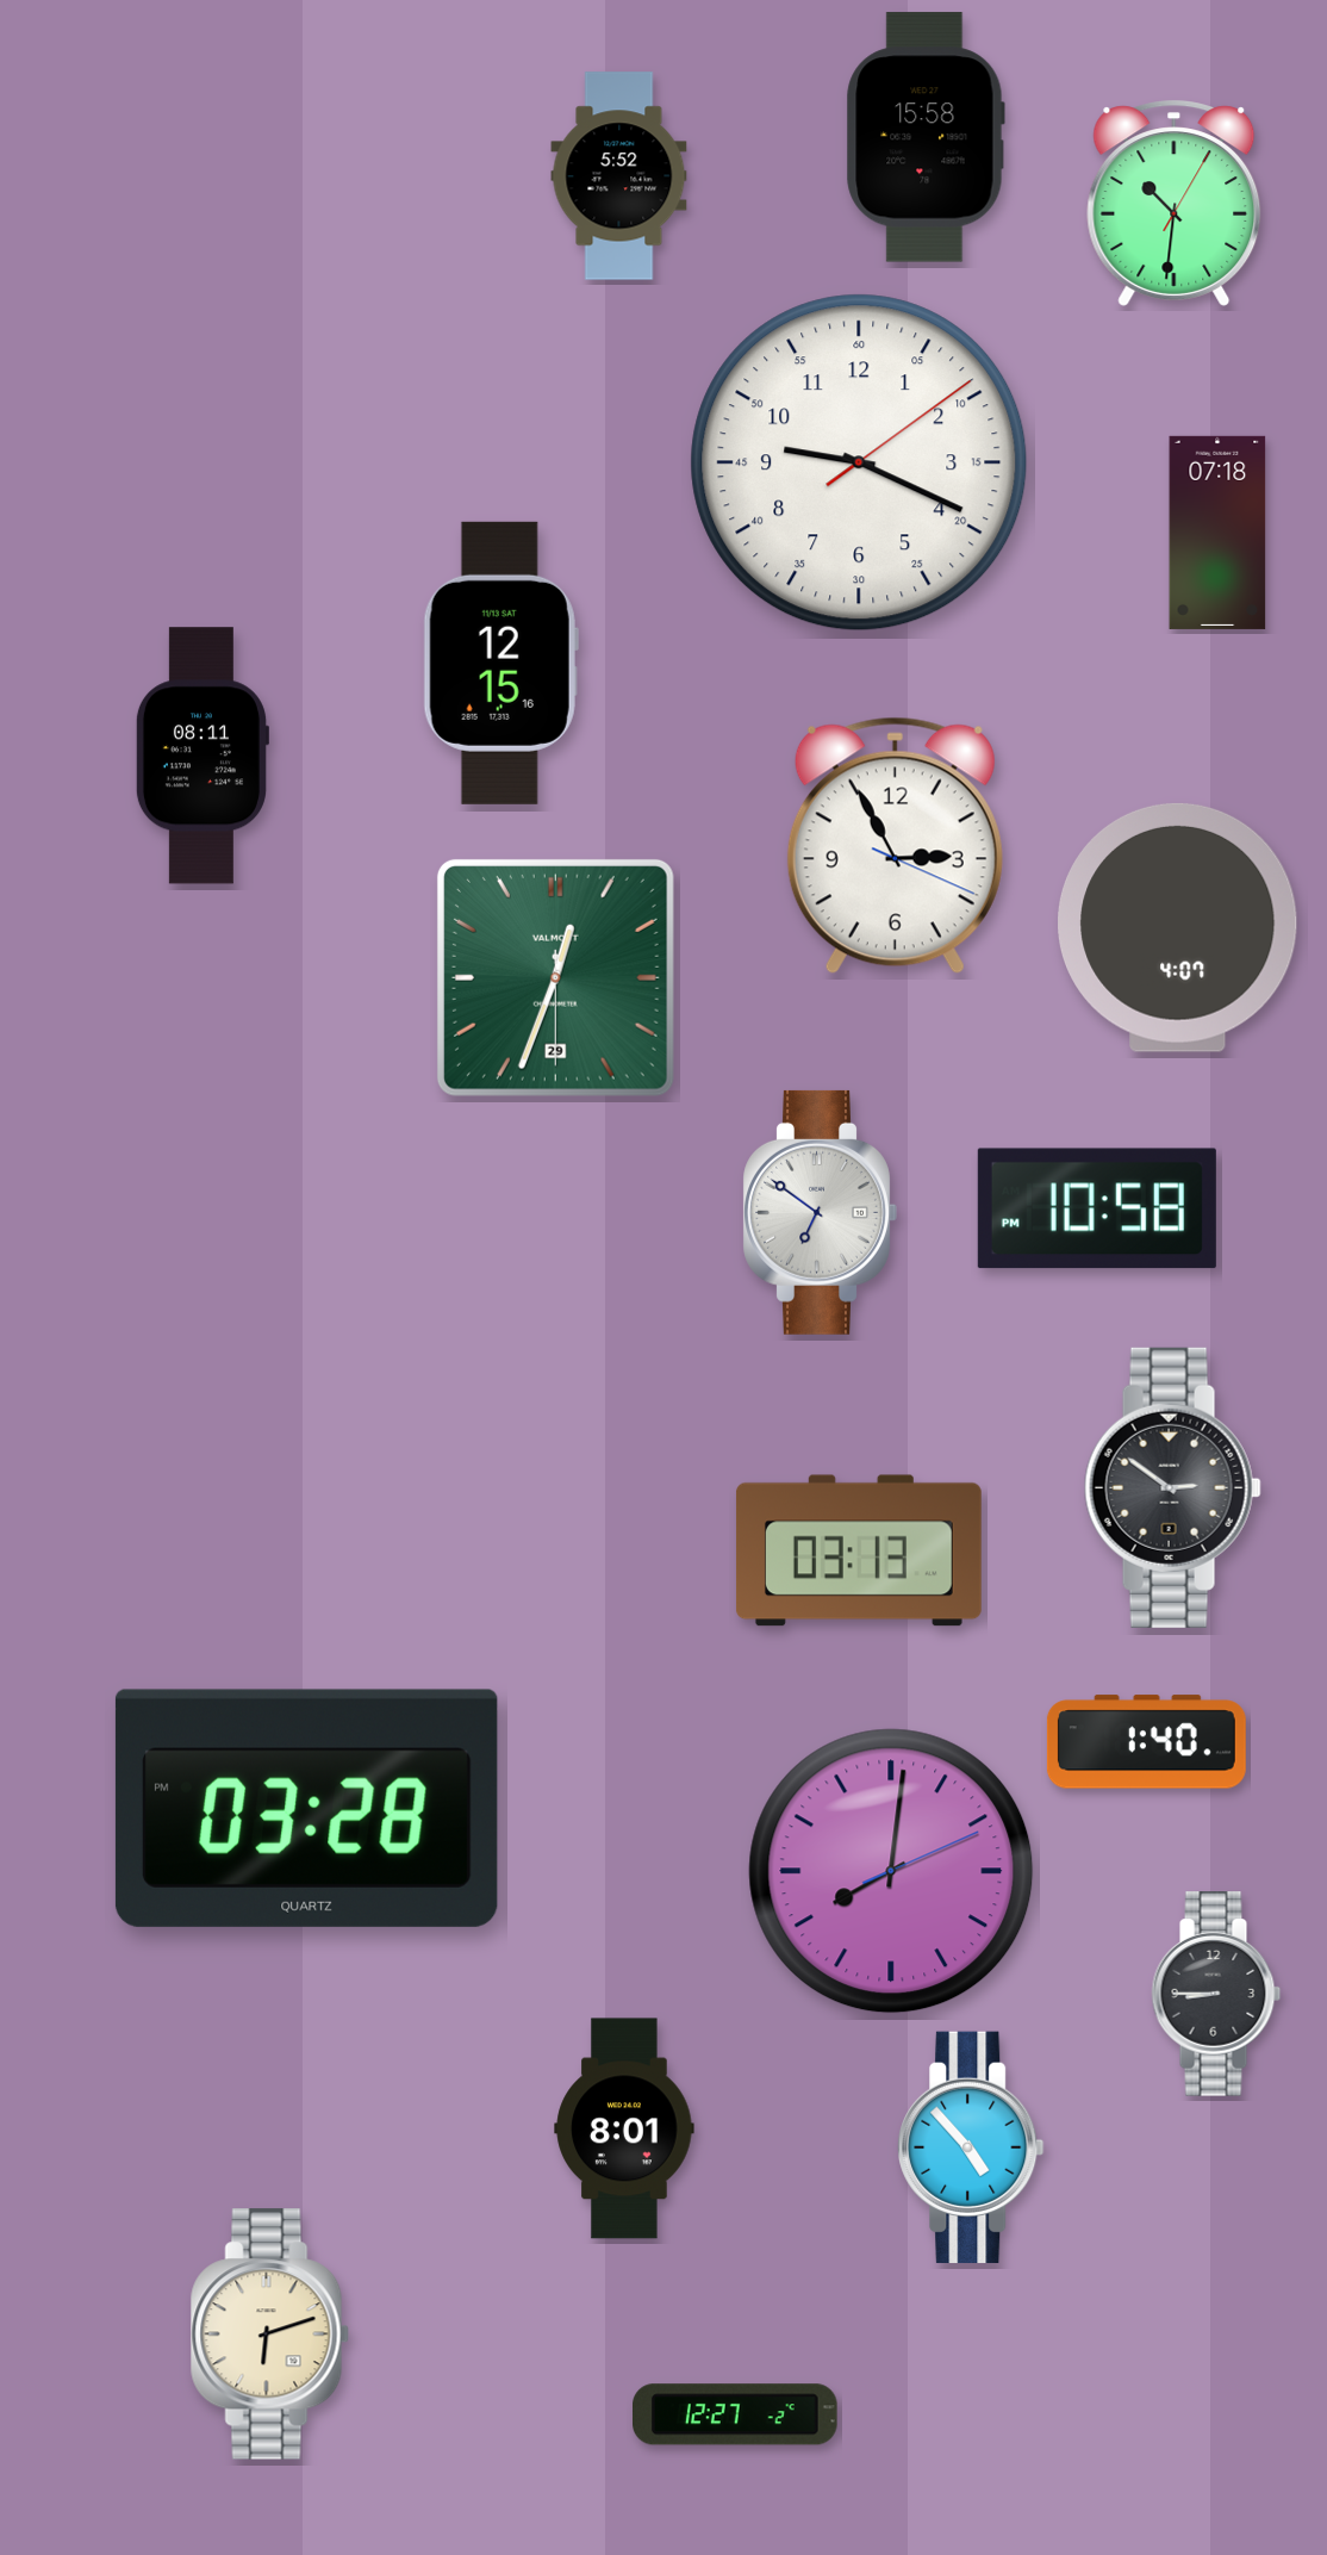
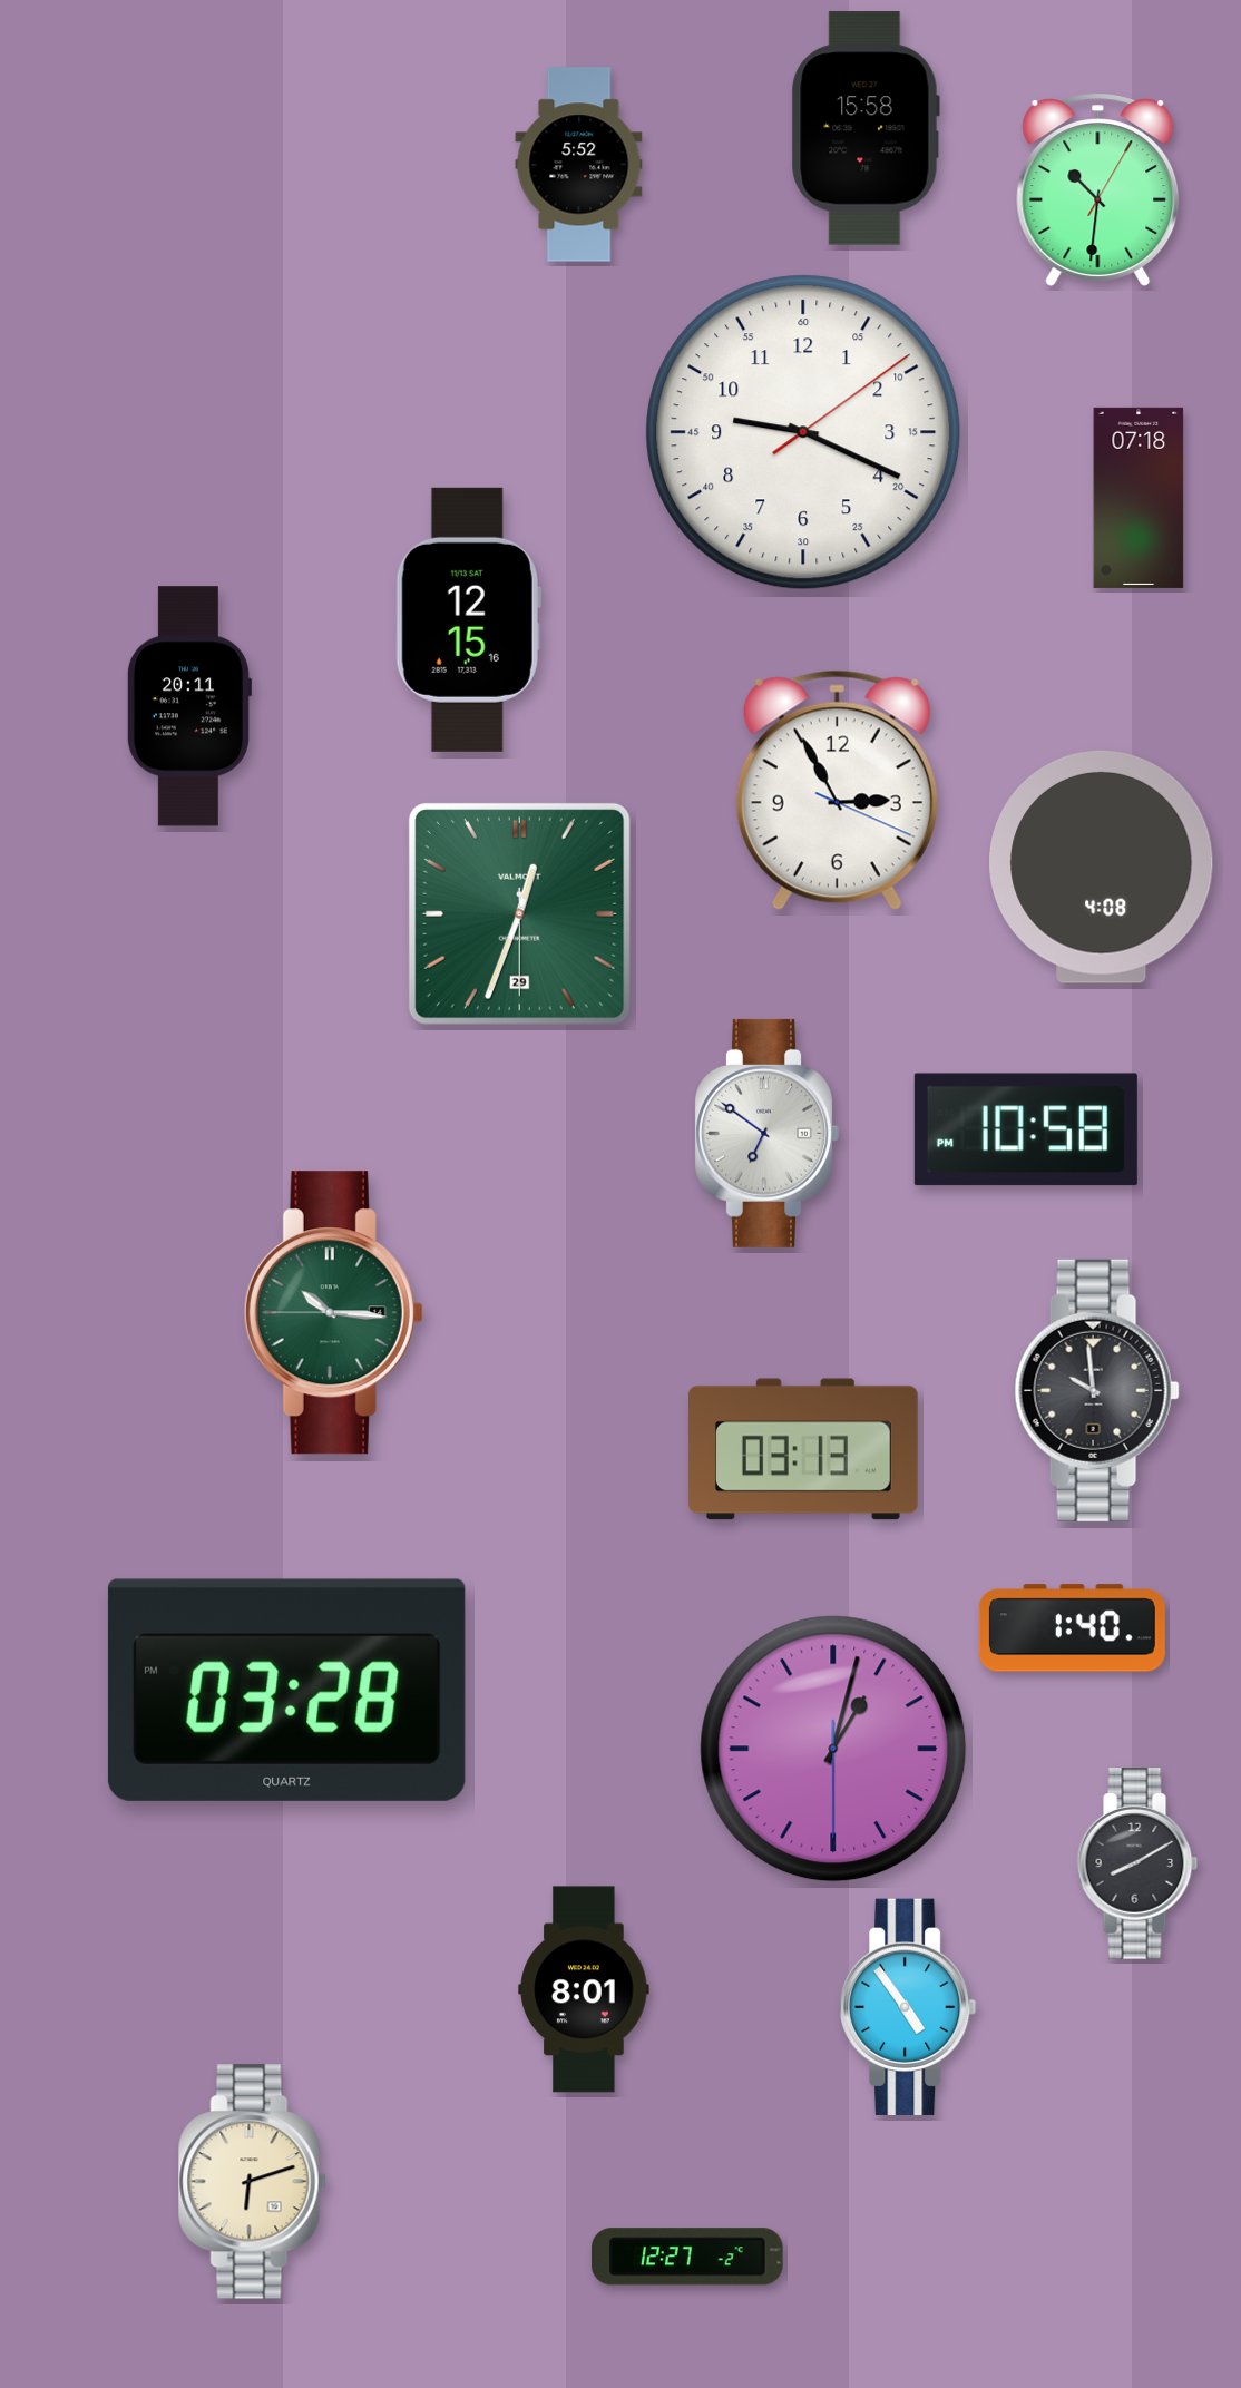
clock at (201, 756): 08:11 -> 20:11
clock at (1178, 927): 4:07 -> 4:08
clock at (333, 1313): none -> 10:15
clock at (1172, 1487): 2:51 -> 9:59
clock at (891, 1871): 8:01 -> 1:02
clock at (1216, 1994): 8:45 -> 8:10
clock at (971, 2147): 4:53 -> 4:54
